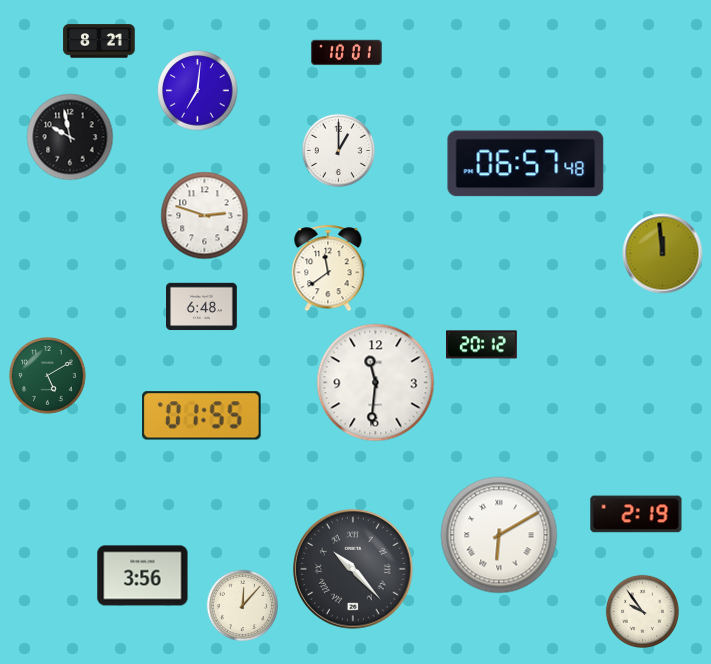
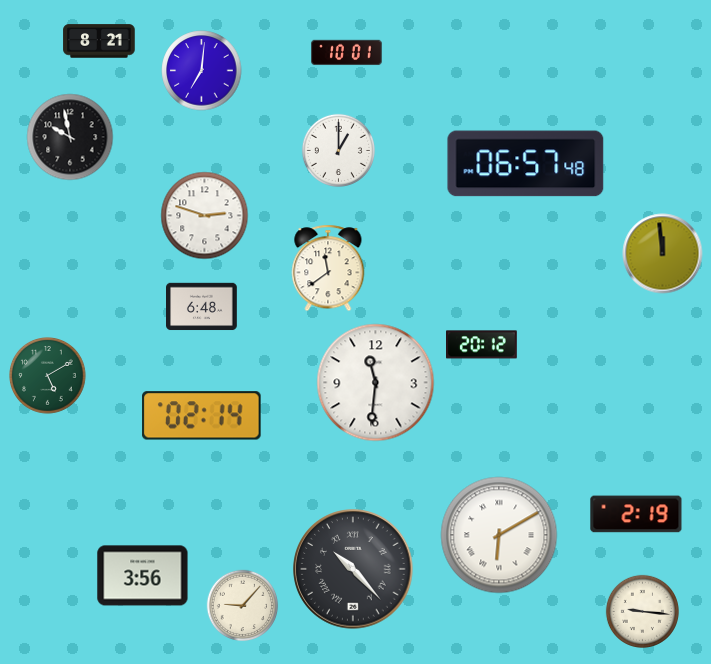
clock at (198, 91) position: (198, 91) -> (202, 71)
clock at (202, 416): 01:55 -> 02:14
clock at (243, 606): 12:07 -> 9:07
clock at (642, 611): 9:54 -> 9:16
